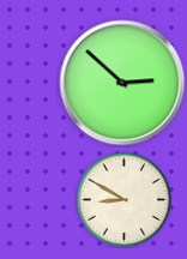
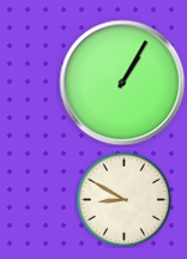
clock at (122, 83): 2:52 -> 1:05
